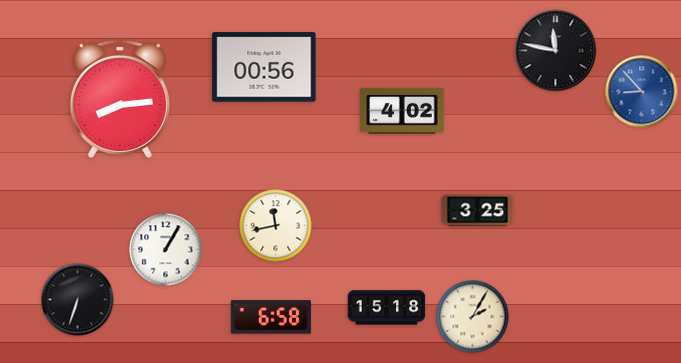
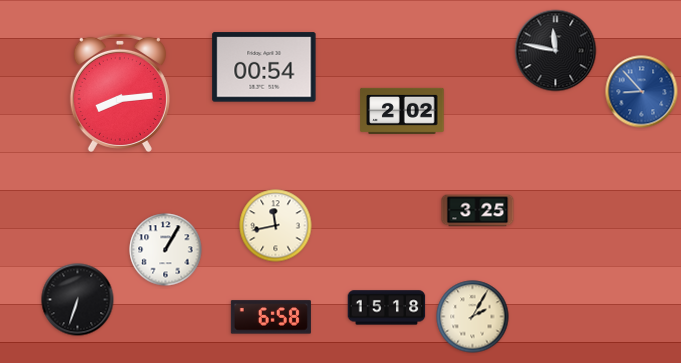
clock at (264, 67): 00:56 -> 00:54
clock at (120, 99) position: (120, 99) -> (120, 93)
clock at (402, 111): 4:02 -> 2:02
